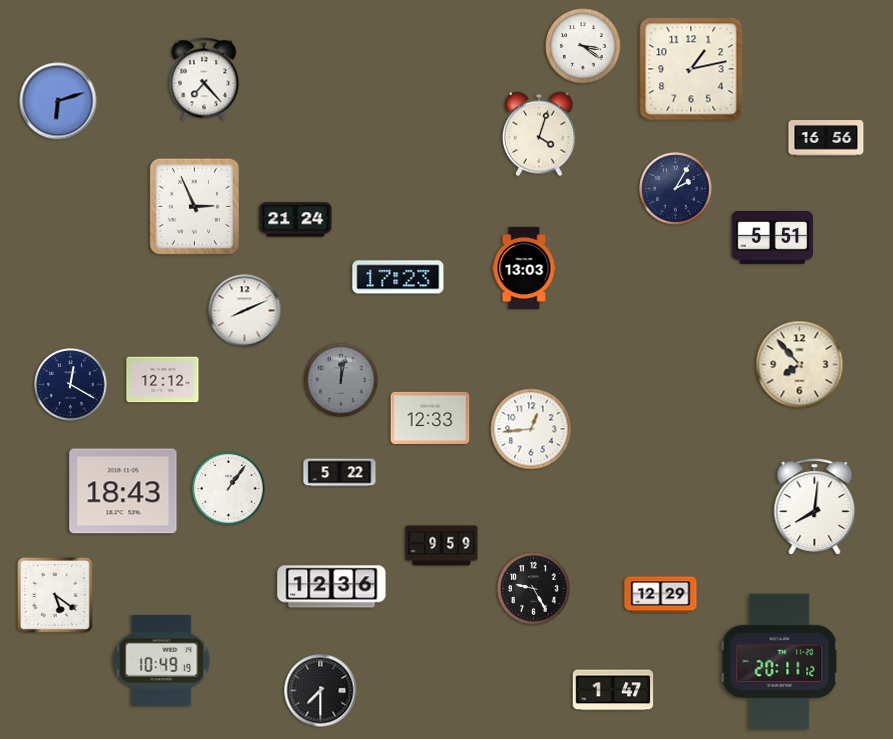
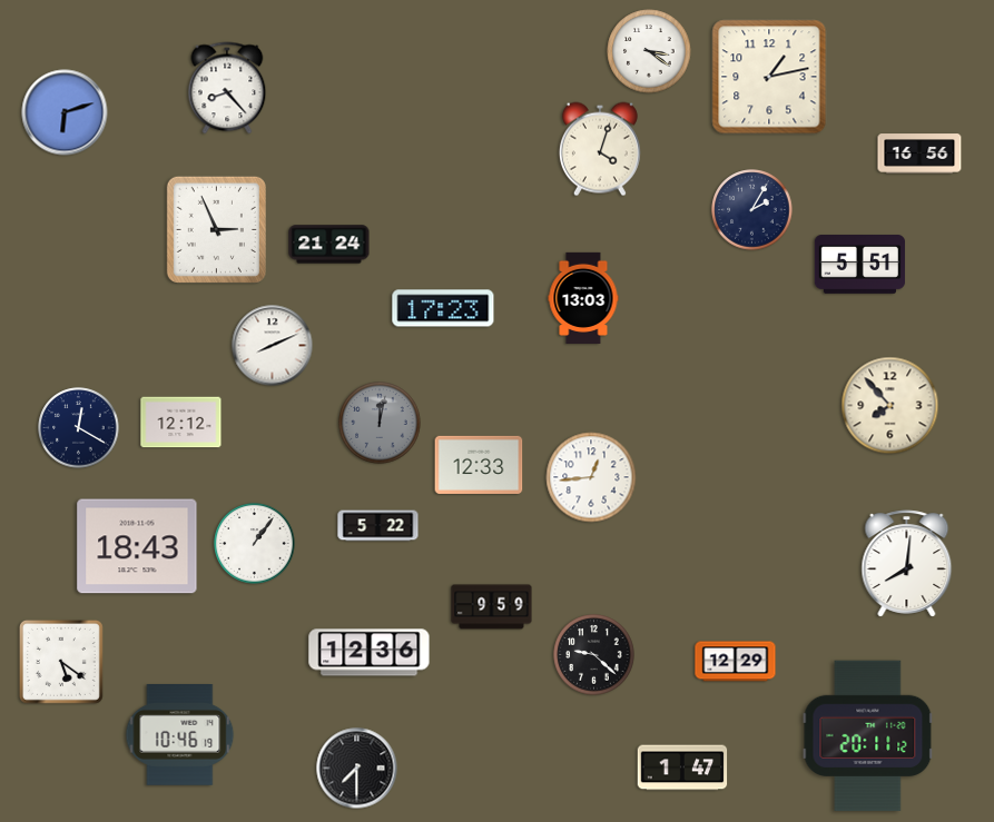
clock at (204, 79): 7:23 -> 8:23
clock at (534, 589): 9:25 -> 9:22
clock at (162, 661): 10:49 -> 10:46
